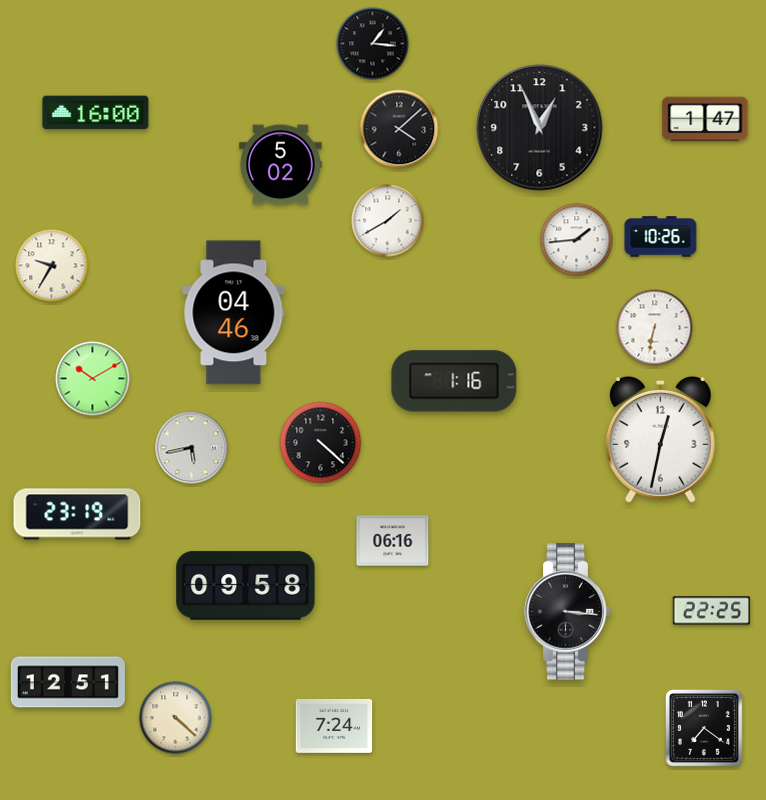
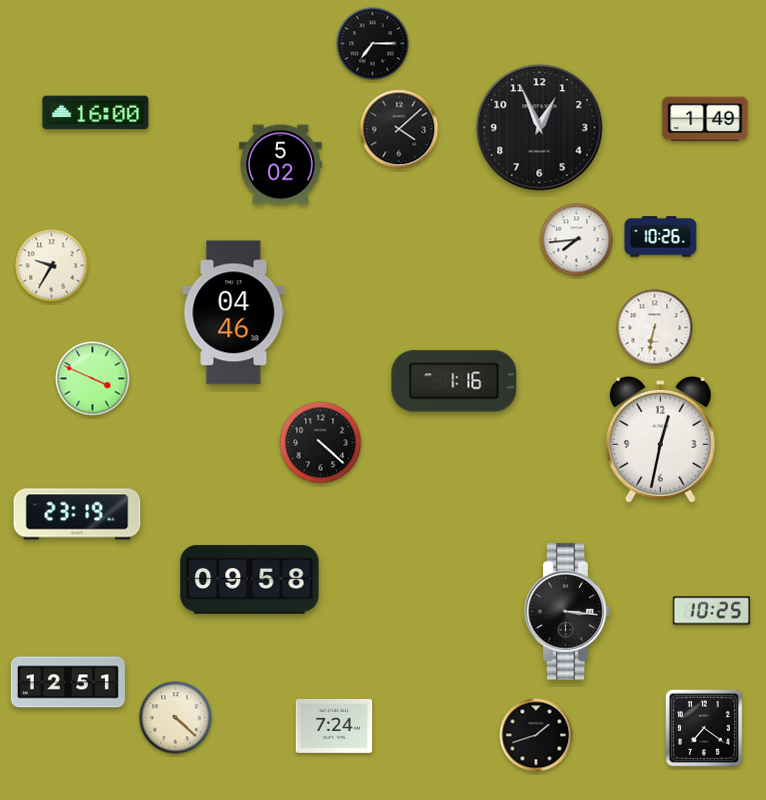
clock at (373, 44): 1:16 -> 7:15
clock at (705, 119): 1:47 -> 1:49
clock at (388, 221): 1:40 -> none
clock at (577, 240): 1:44 -> 7:44
clock at (93, 379): 10:10 -> 3:49
clock at (192, 448): 5:43 -> none
clock at (393, 541): 06:16 -> none
clock at (246, 586) position: (246, 586) -> (250, 580)
clock at (712, 611): 22:25 -> 10:25
clock at (536, 735): none -> 1:42
